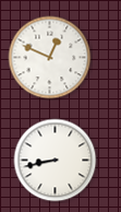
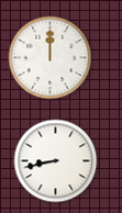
clock at (50, 58): 12:49 -> 12:00
